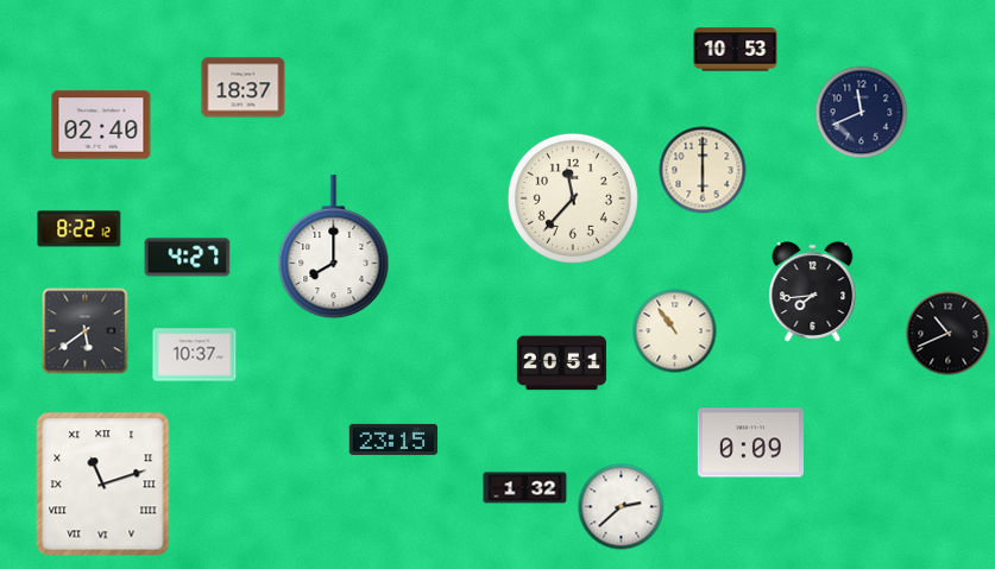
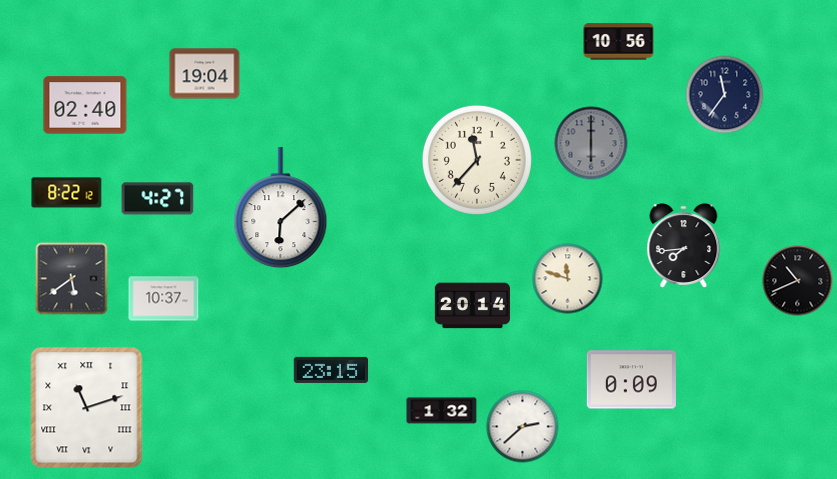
clock at (736, 50): 10:53 -> 10:56
clock at (244, 88): 18:37 -> 19:04
clock at (862, 113): 11:41 -> 11:36
clock at (703, 170) dial: cream -> grey
clock at (573, 198) position: (573, 198) -> (477, 160)
clock at (334, 247): 8:00 -> 6:08
clock at (188, 258) position: (188, 258) -> (158, 199)
clock at (675, 331): 10:54 -> 11:48
clock at (561, 363): 20:51 -> 20:14
clock at (750, 443) position: (750, 443) -> (631, 380)
